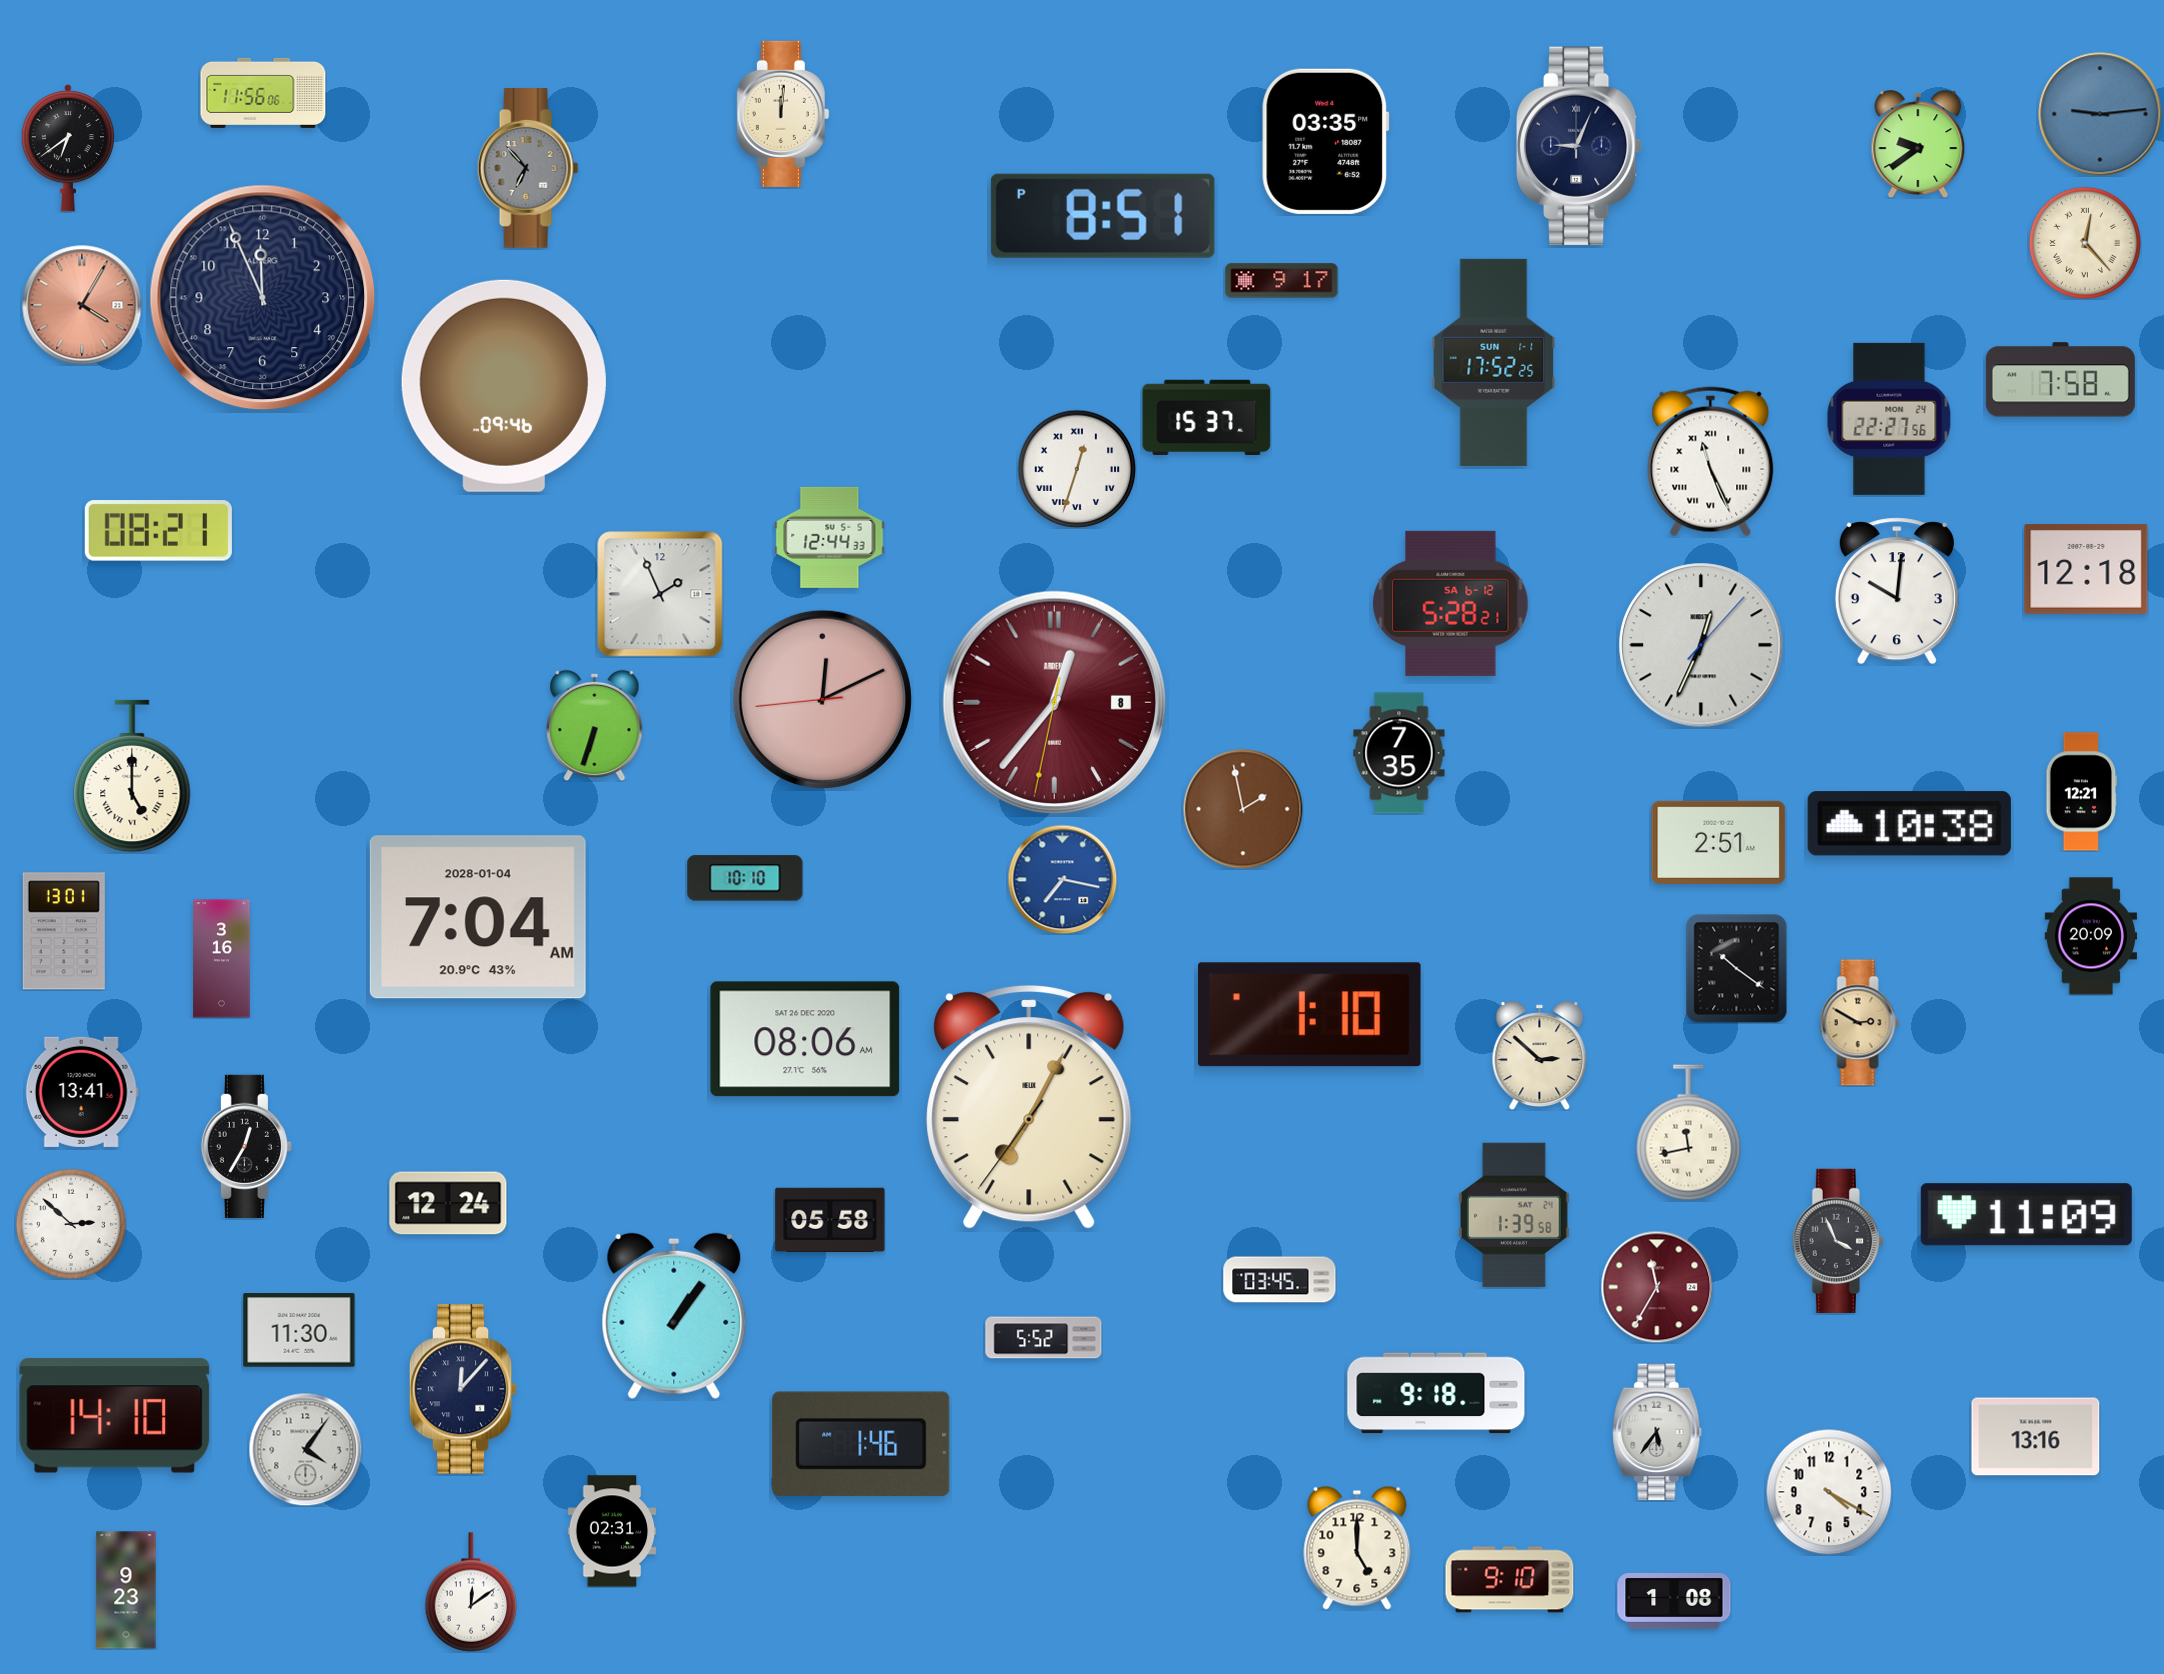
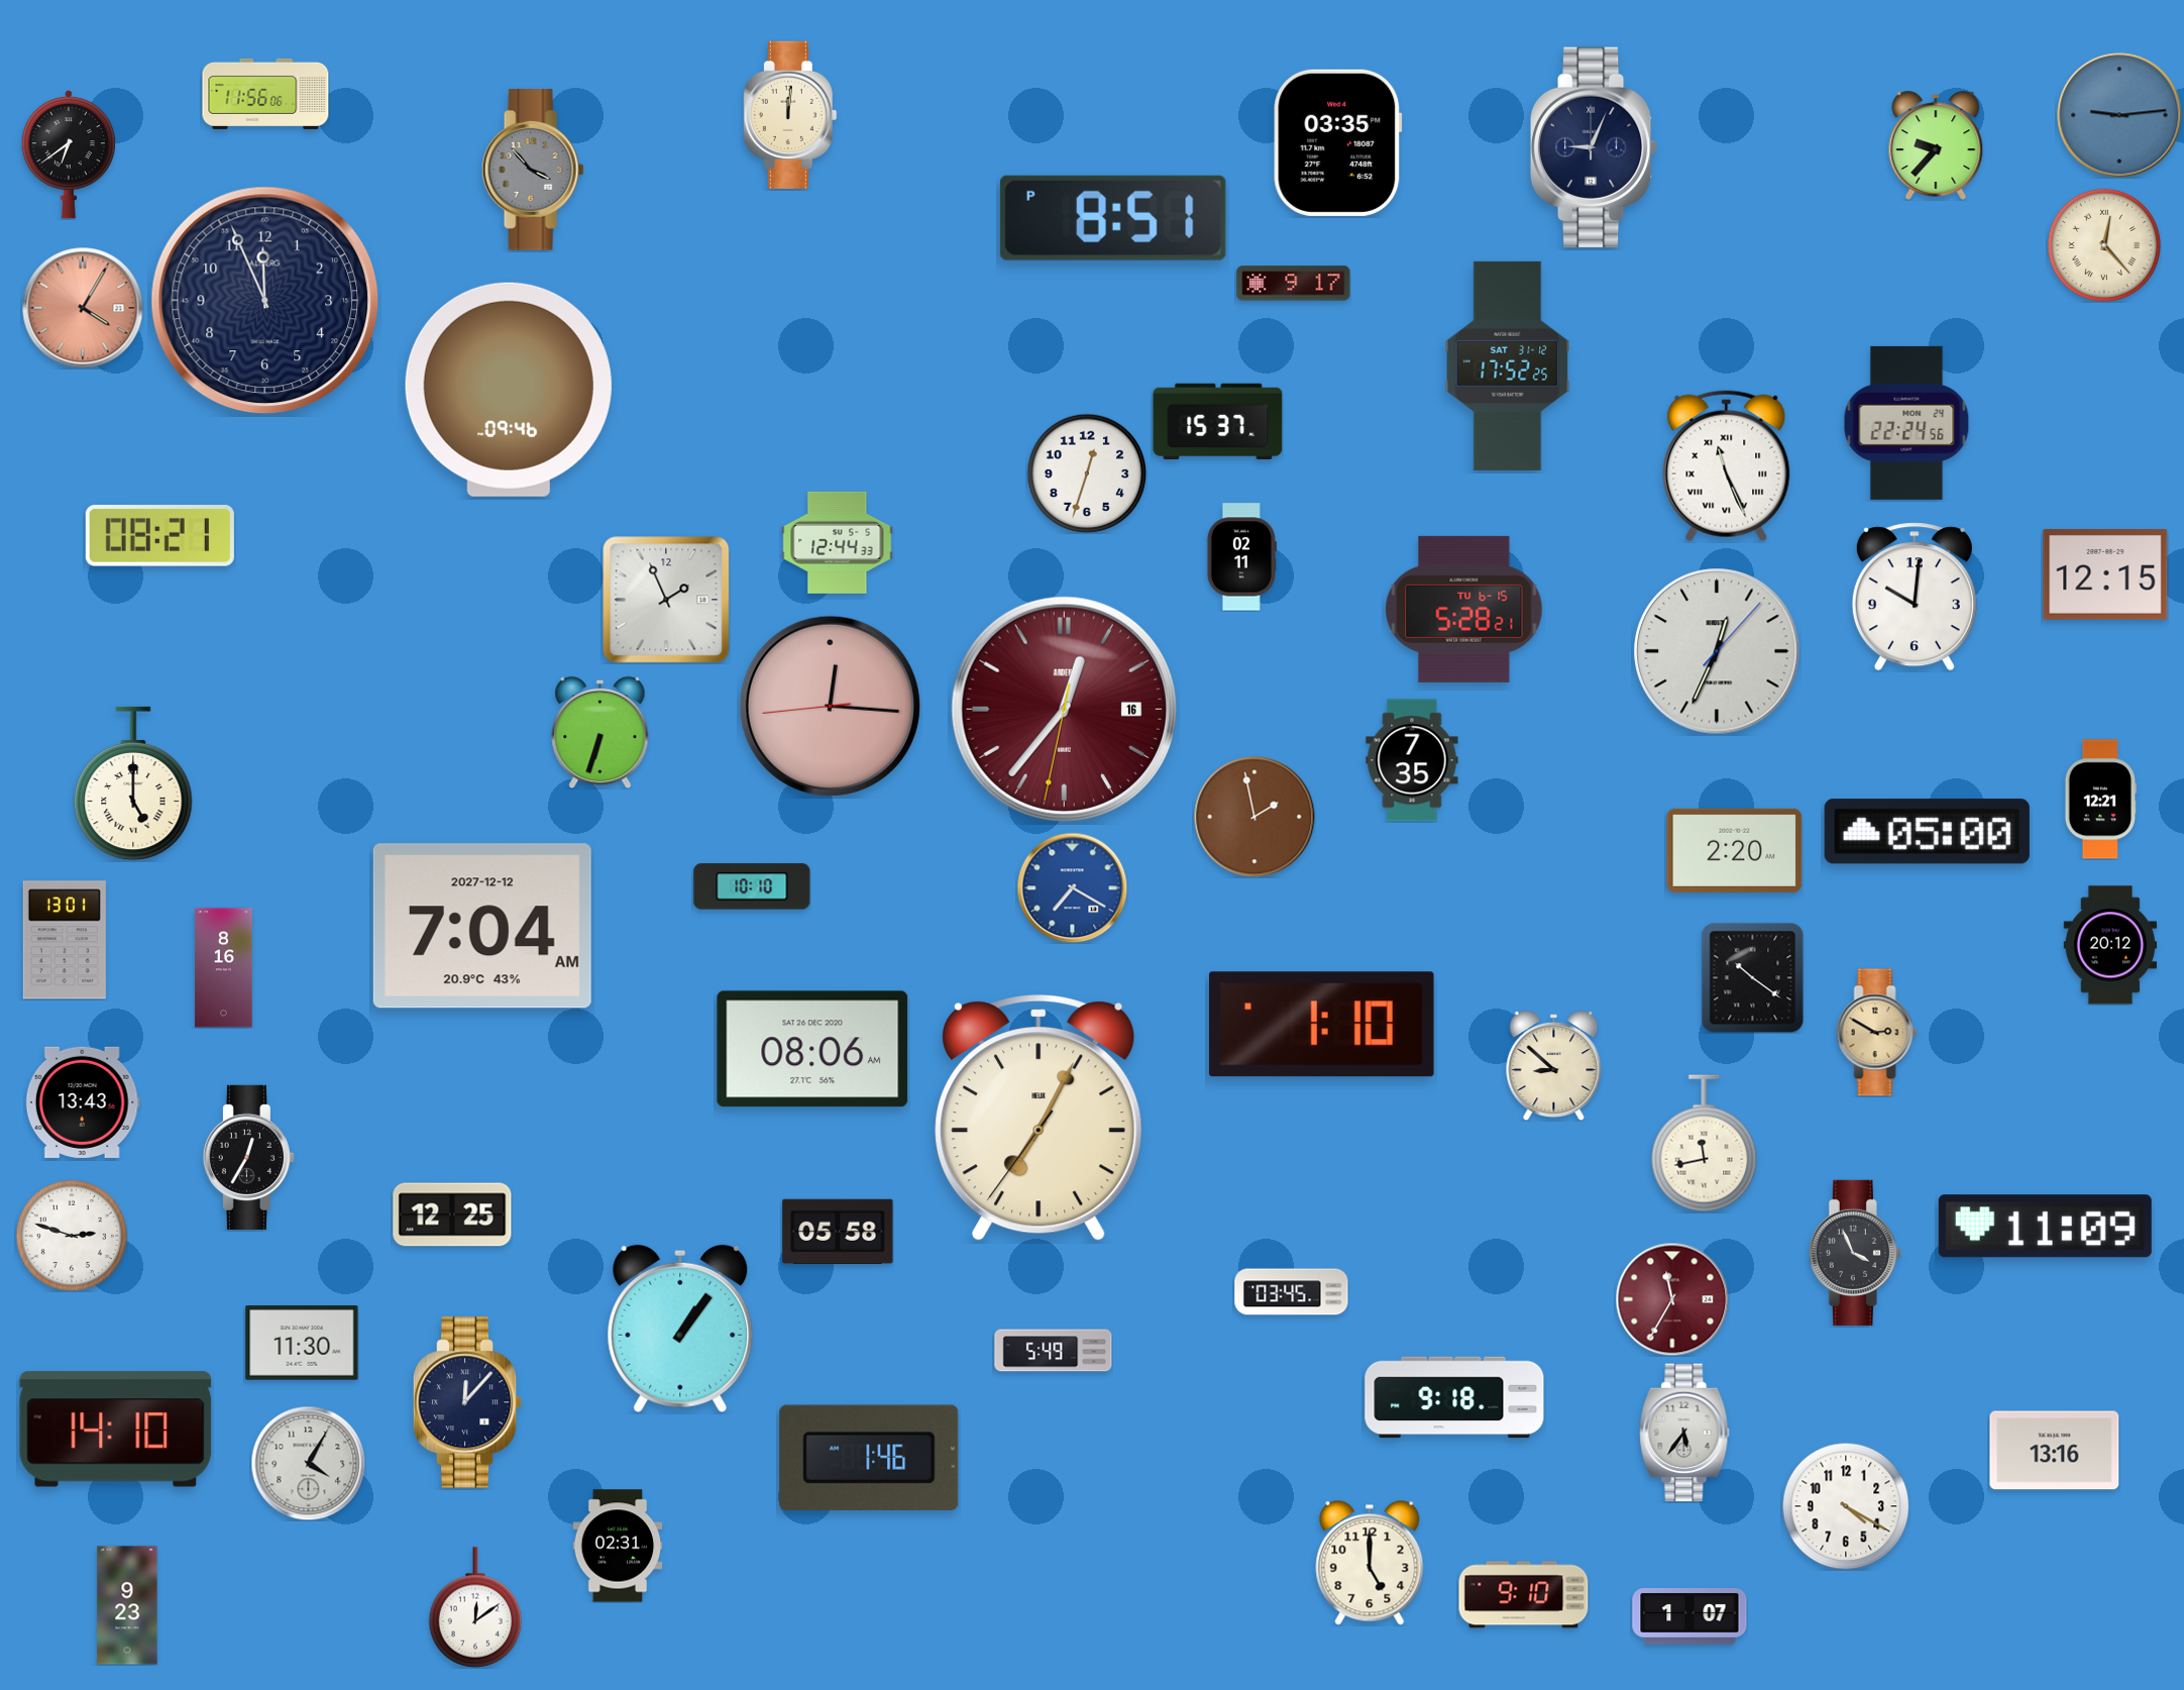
clock at (1918, 144): 9:39 -> 9:37
clock at (68, 148) position: (68, 148) -> (69, 154)
clock at (528, 169): 6:53 -> 3:53
clock at (1494, 362) date: SUN 1-1 -> SAT 31-12
clock at (2060, 380): 7:58 -> none
clock at (1889, 419): 22:27 -> 22:24
clock at (1077, 469) numerals: Roman -> Arabic
clock at (1241, 557): none -> 02:11
clock at (2086, 569): 12:18 -> 12:15
clock at (1451, 603) date: SA 6-12 -> TU 6-15
clock at (822, 699): 12:10 -> 12:15
clock at (1054, 702) date: 8 -> 16
clock at (1909, 824): 10:38 -> 05:00
clock at (1719, 842): 2:51 -> 2:20
clock at (1062, 879): 7:17 -> 7:20
clock at (478, 917) date: 2028-01-04 -> 2027-12-12
clock at (2091, 936): 20:09 -> 20:12
clock at (222, 959): 3:16 -> 8:16
clock at (1540, 1056): 2:52 -> 8:52
clock at (82, 1092): 13:41 -> 13:43
clock at (448, 1203): 12:24 -> 12:25
clock at (1515, 1215): 1:39 -> none
clock at (71, 1224): 2:52 -> 2:48
clock at (1044, 1338): 5:52 -> 5:49
clock at (1436, 1393) position: (1436, 1393) -> (1454, 1397)
clock at (1657, 1432) position: (1657, 1432) -> (1684, 1433)
clock at (305, 1449): 4:06 -> 4:05
clock at (1674, 1601): 1:08 -> 1:07
